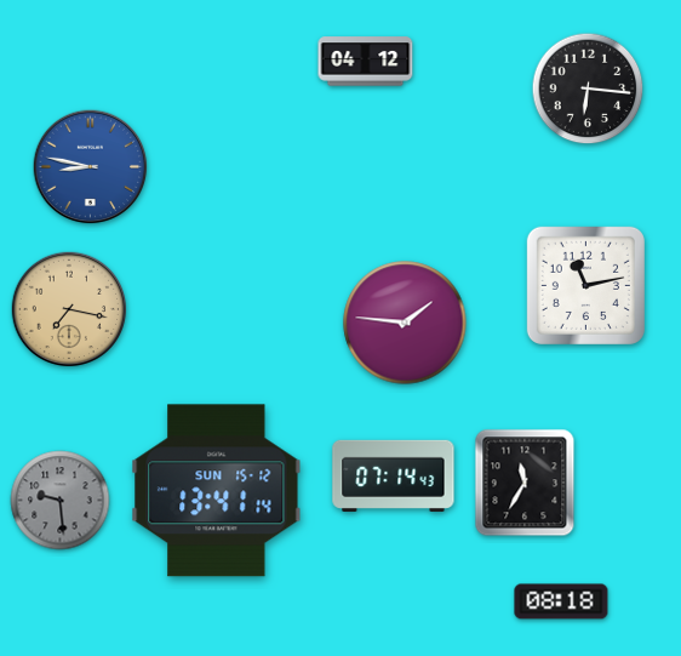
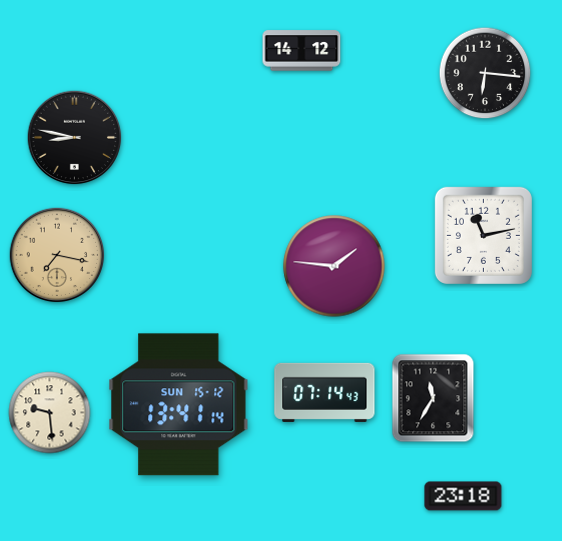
clock at (366, 62): 04:12 -> 14:12
clock at (91, 167) dial: blue -> black
clock at (61, 501) dial: grey -> cream
clock at (561, 601): 08:18 -> 23:18
